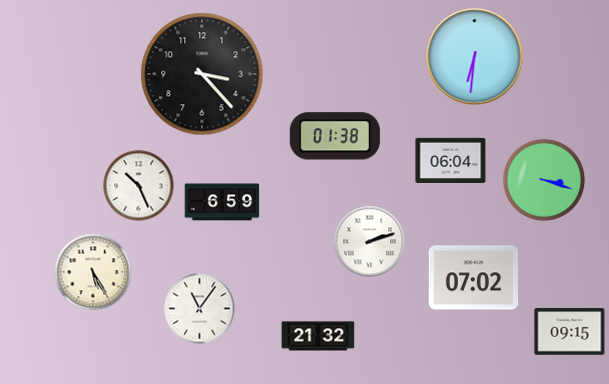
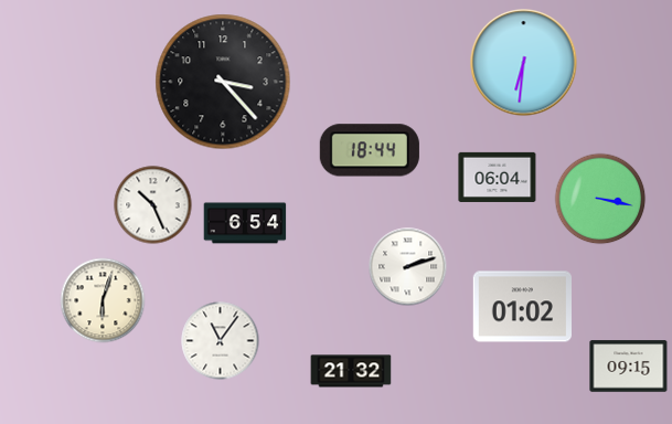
clock at (335, 136): 01:38 -> 18:44
clock at (544, 180): 3:18 -> 3:17
clock at (222, 202): 6:59 -> 6:54
clock at (93, 272): 5:25 -> 6:03
clock at (473, 278): 07:02 -> 01:02
